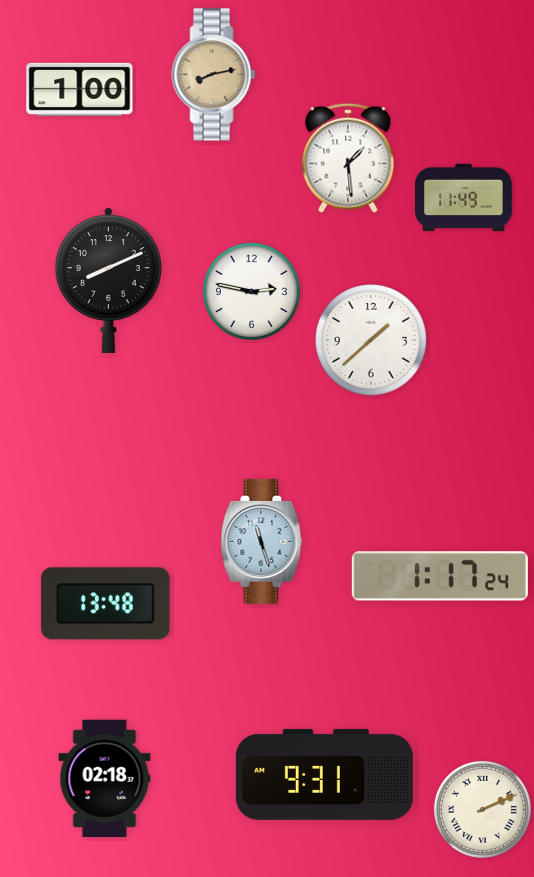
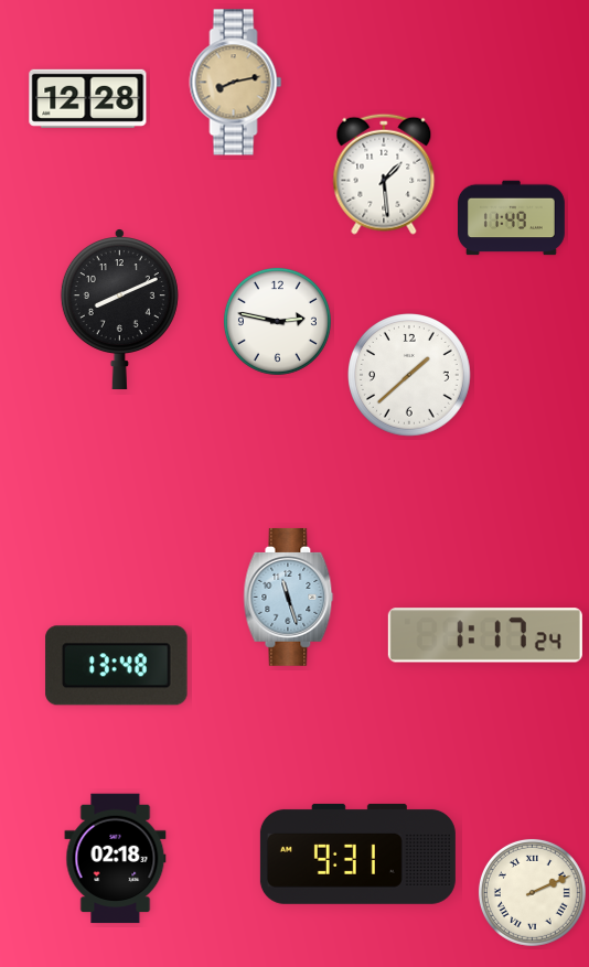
clock at (80, 89): 1:00 -> 12:28
